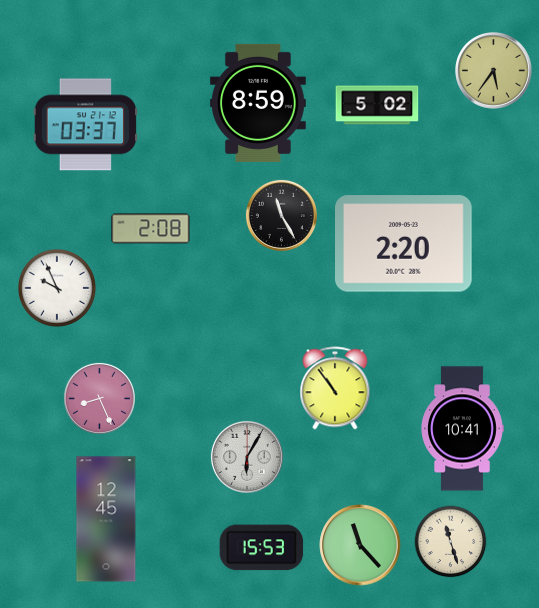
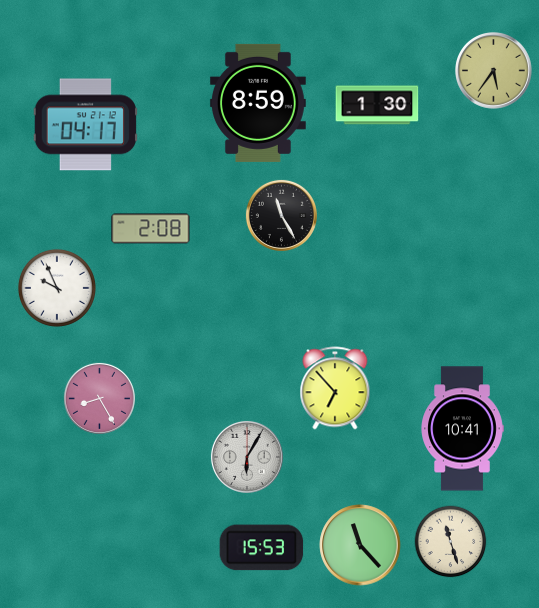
clock at (377, 105): 5:02 -> 1:30
clock at (85, 125): 03:37 -> 04:17
clock at (404, 244): 2:20 -> none
clock at (335, 388): 10:54 -> 6:53
clock at (99, 398): 8:26 -> 8:25
clock at (106, 519): 12:45 -> none
